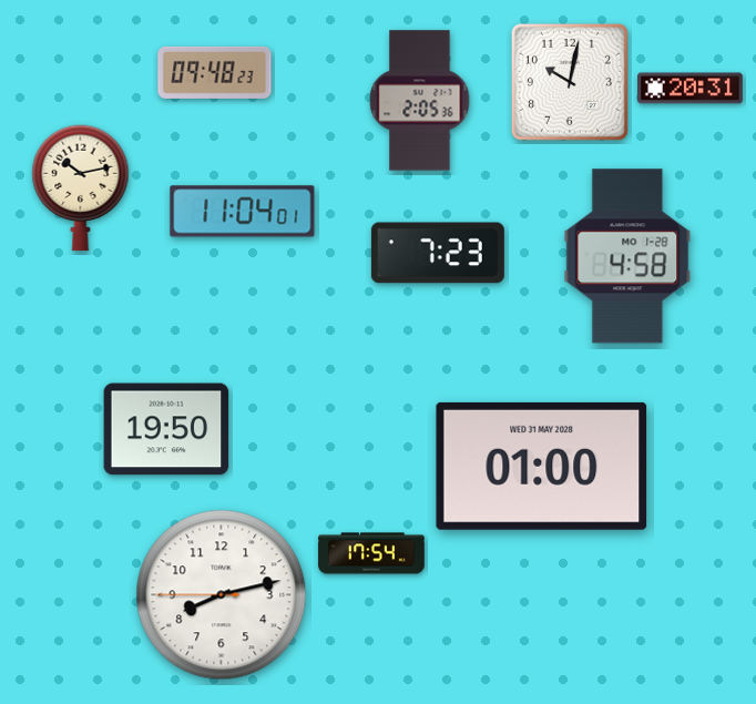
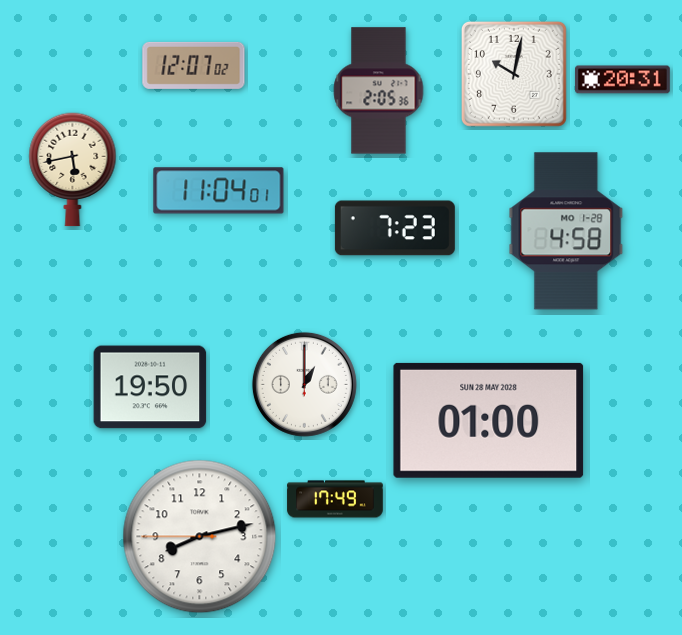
clock at (215, 72): 09:48 -> 12:07
clock at (81, 188): 10:13 -> 5:43
clock at (304, 384): none -> 1:00
clock at (542, 466) date: WED 31 MAY 2028 -> SUN 28 MAY 2028
clock at (371, 553): 17:54 -> 17:49
